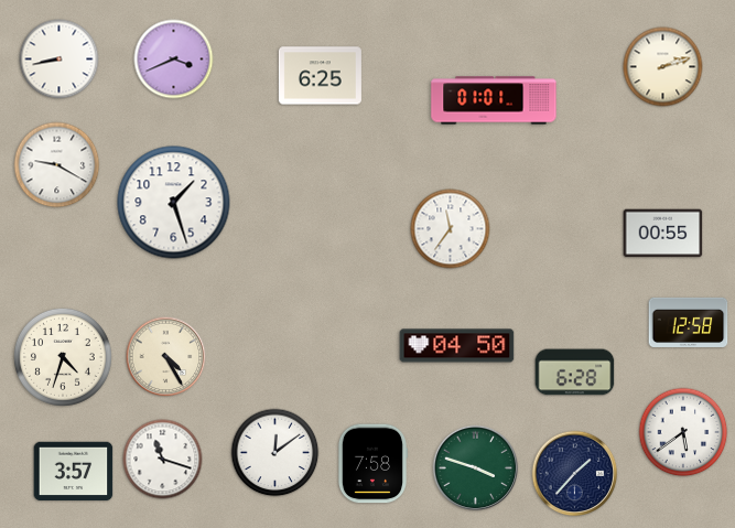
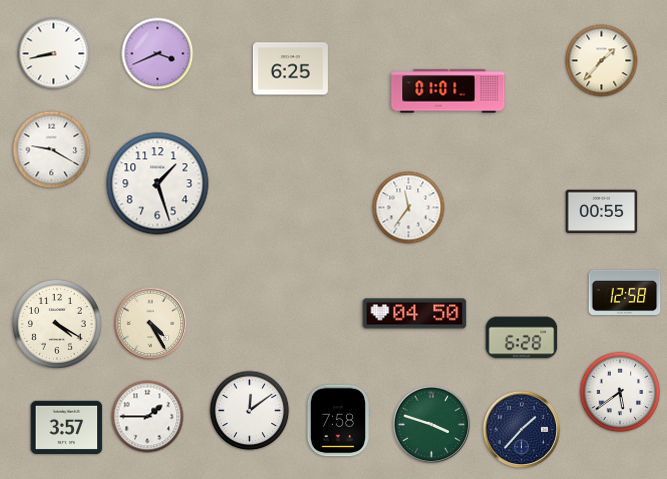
clock at (663, 67): 2:12 -> 1:37
clock at (63, 357): 4:33 -> 4:20
clock at (163, 460): 11:18 -> 1:45
